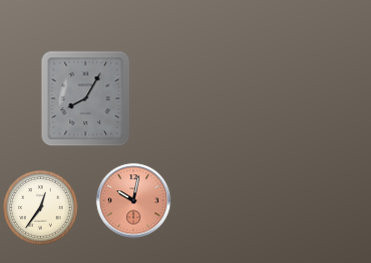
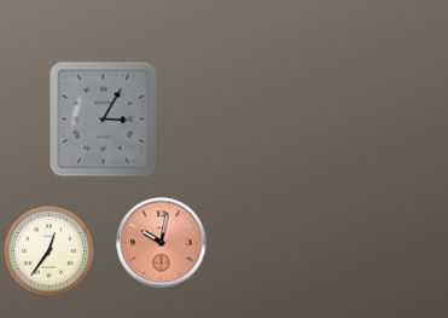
clock at (86, 99): 8:05 -> 3:05
